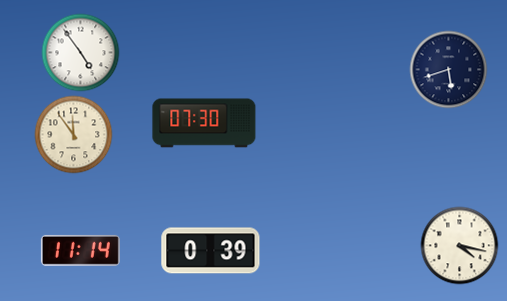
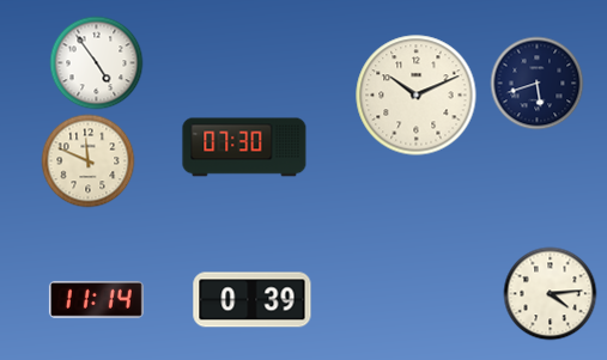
clock at (417, 96): none -> 10:11
clock at (73, 134): 11:54 -> 11:49
clock at (459, 245): 4:17 -> 4:14
